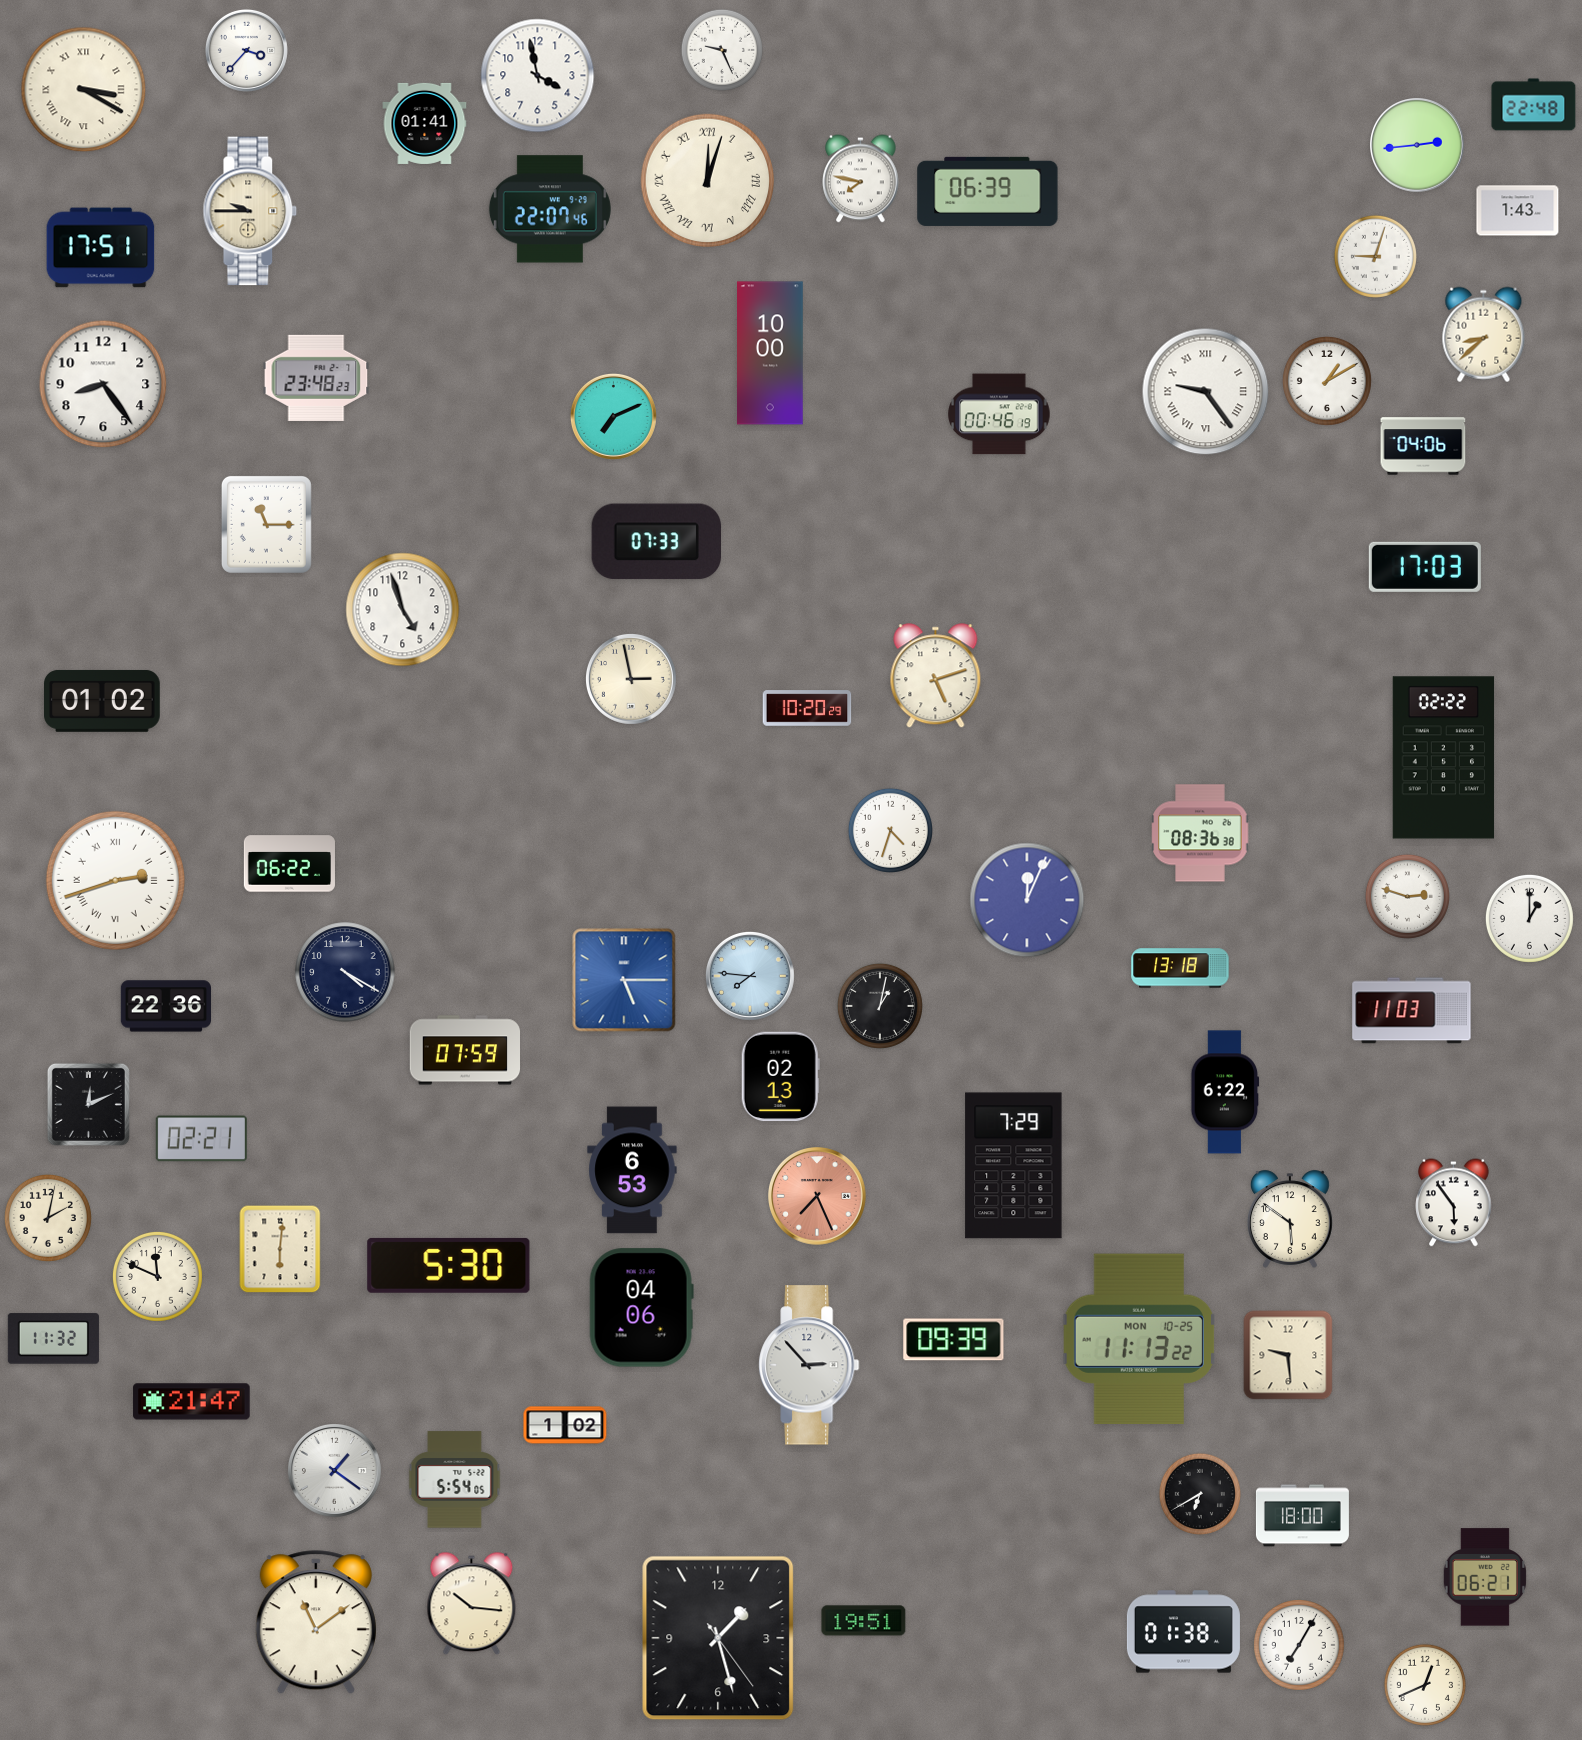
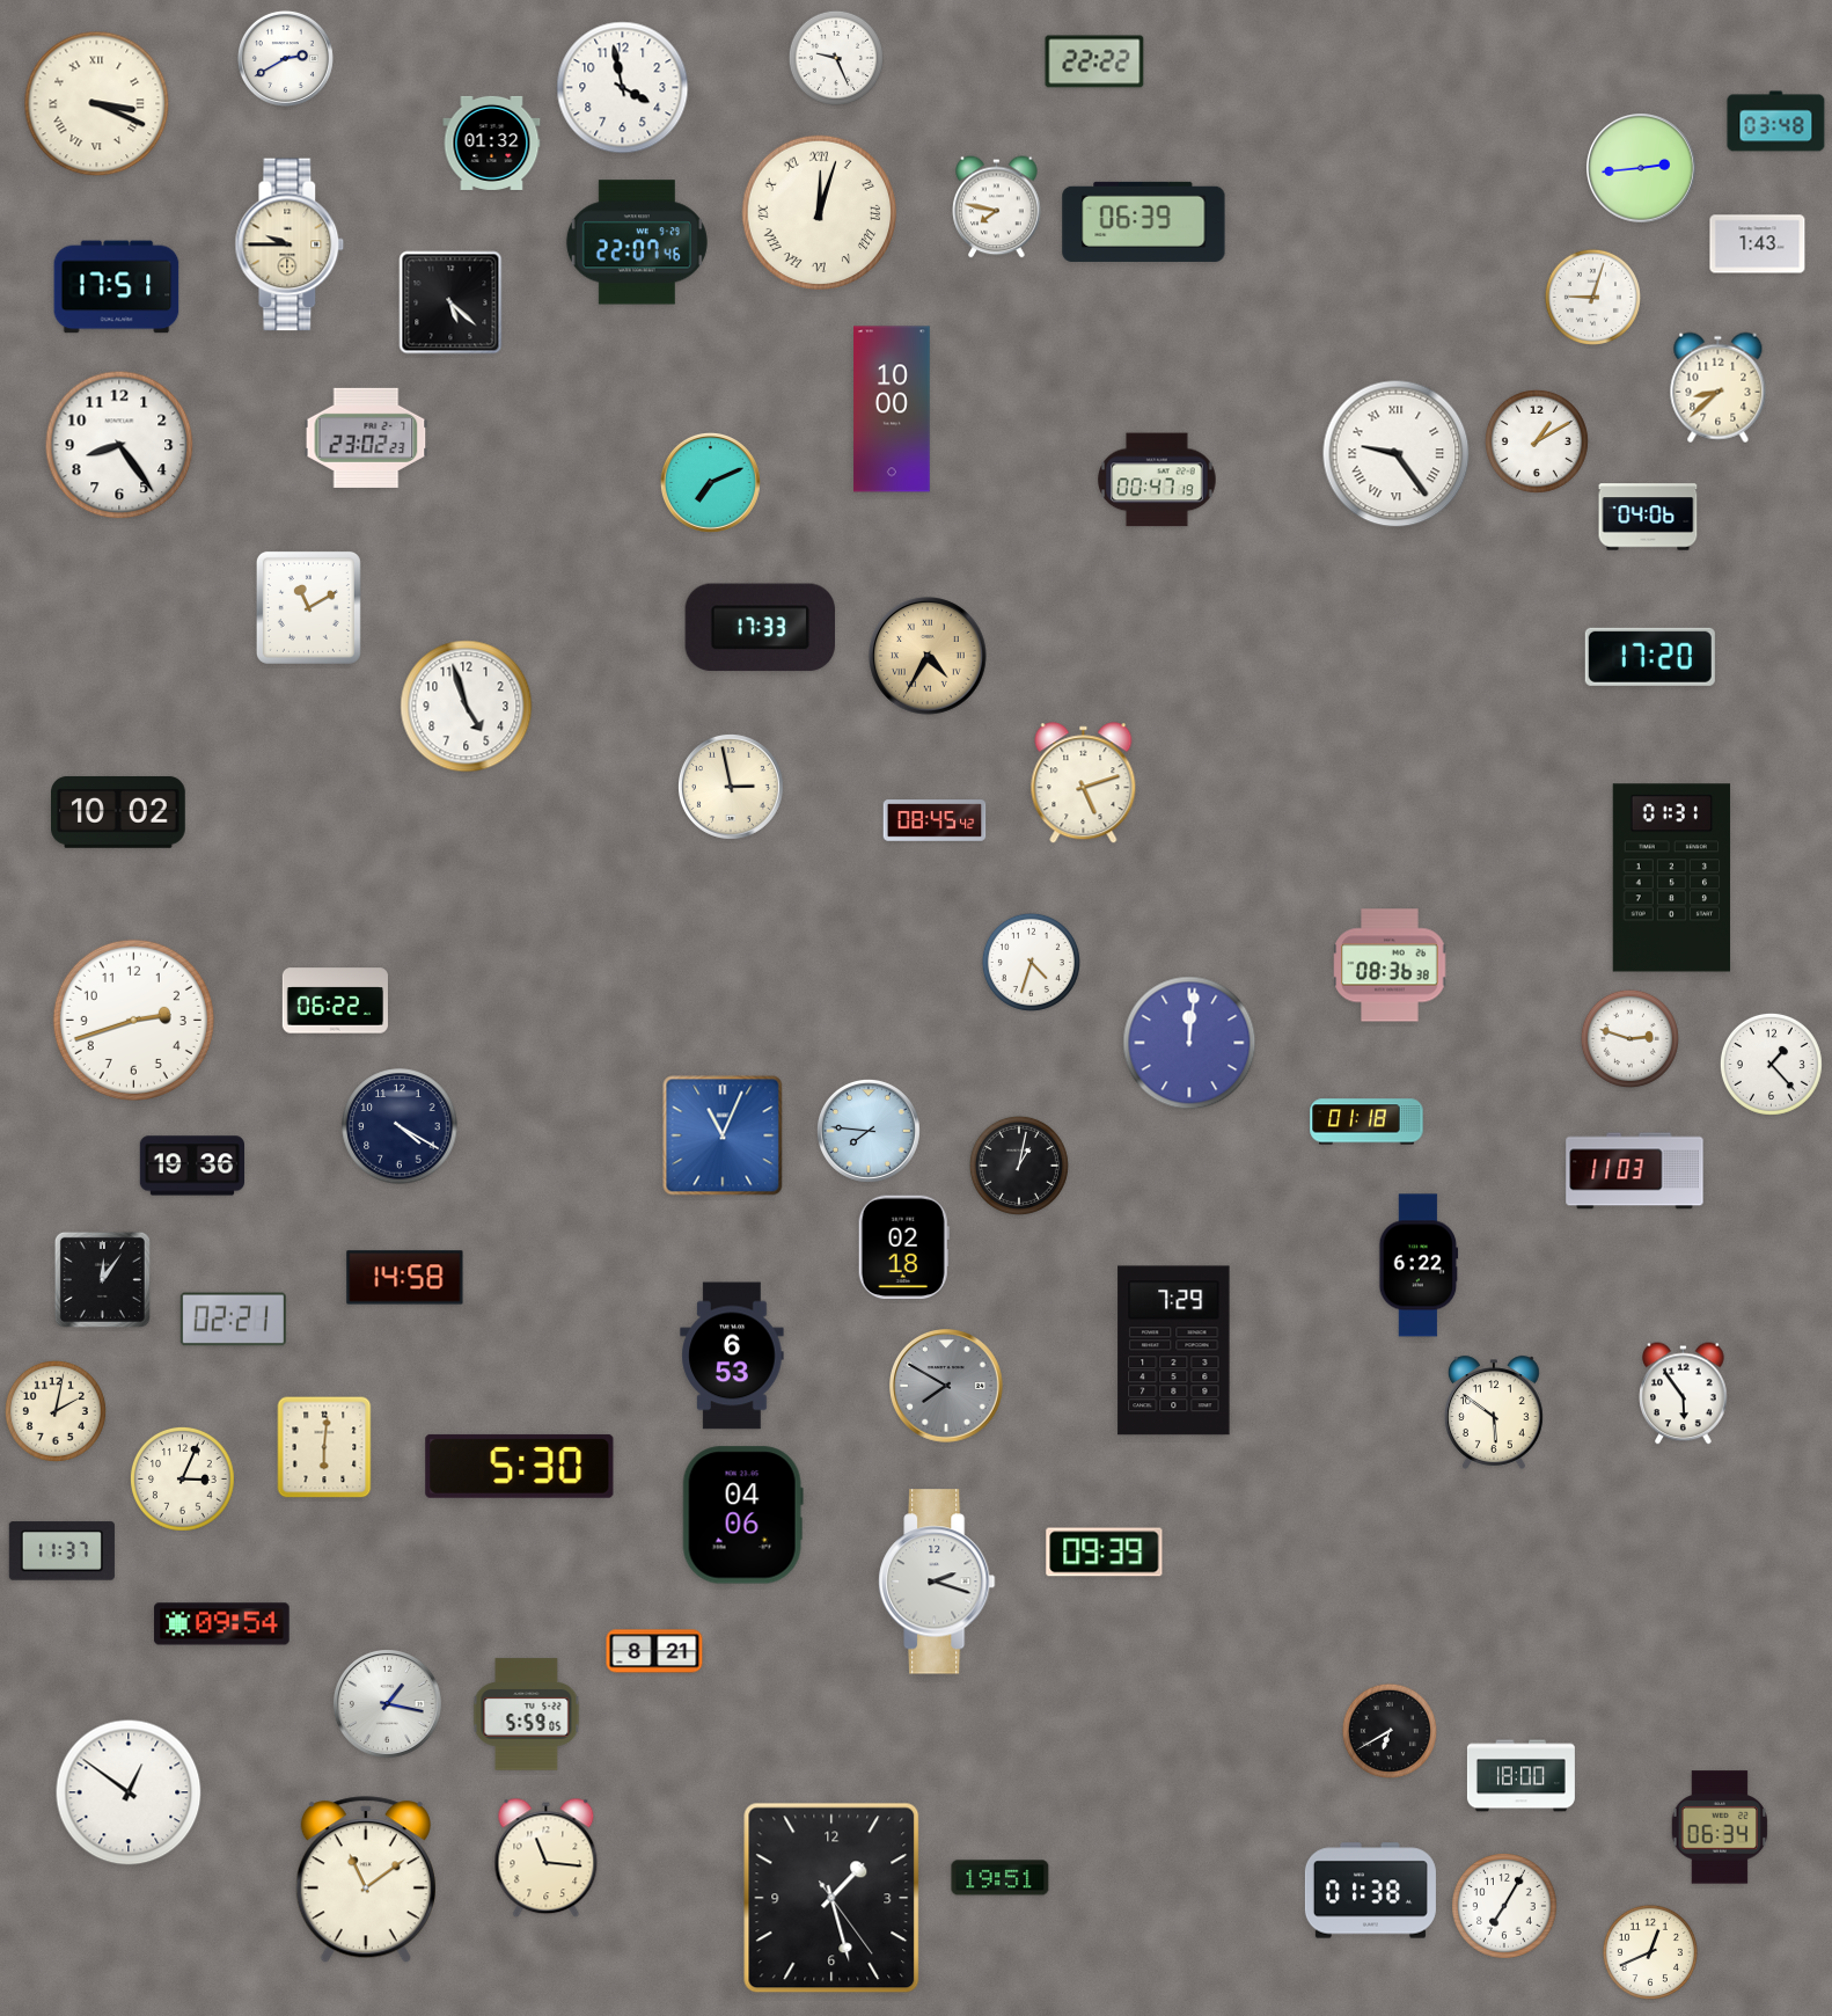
clock at (246, 50): 3:37 -> 2:40
clock at (1094, 61): none -> 22:22
clock at (84, 90): 3:20 -> 3:19
clock at (1534, 105): 22:48 -> 03:48
clock at (425, 123): 01:41 -> 01:32
clock at (707, 180) position: (707, 180) -> (819, 212)
clock at (450, 302): none -> 5:22
clock at (316, 378): 23:48 -> 23:02
clock at (999, 414): 00:46 -> 00:47
clock at (266, 524): 11:15 -> 11:10
clock at (656, 542): 07:33 -> 17:33
clock at (928, 656): none -> 4:35
clock at (1425, 567): 17:03 -> 17:20
clock at (103, 701): 01:02 -> 10:02
clock at (807, 708): 10:20 -> 08:45
clock at (1444, 758): 02:22 -> 01:31
clock at (115, 880) numerals: Roman -> Arabic
clock at (1027, 900): 12:04 -> 12:01
clock at (1529, 918): 1:00 -> 1:23
clock at (1180, 968): 13:18 -> 01:18
clock at (624, 980): 5:15 -> 11:04
clock at (165, 1006): 22:36 -> 19:36
clock at (465, 1050): 07:59 -> none
clock at (780, 1077): 02:13 -> 02:18
clock at (405, 1278): none -> 14:58
clock at (88, 1104): 12:11 -> 12:06
clock at (818, 1197): 7:26 -> 7:50
clock at (818, 1197) dial: salmon -> grey
clock at (157, 1276): 11:49 -> 3:04
clock at (1139, 1338): 11:13 -> none
clock at (53, 1339): 11:32 -> 11:37
clock at (1288, 1355): 9:29 -> none
clock at (809, 1365): 2:53 -> 2:18
clock at (192, 1402): 21:47 -> 09:54
clock at (565, 1425): 1:02 -> 8:21
clock at (335, 1471): 1:21 -> 1:17
clock at (455, 1480): 5:54 -> 5:59
clock at (1302, 1516) position: (1302, 1516) -> (1520, 1776)
clock at (129, 1792): none -> 12:51
clock at (1484, 1577): 06:21 -> 06:34
clock at (472, 1604): 10:16 -> 11:16
